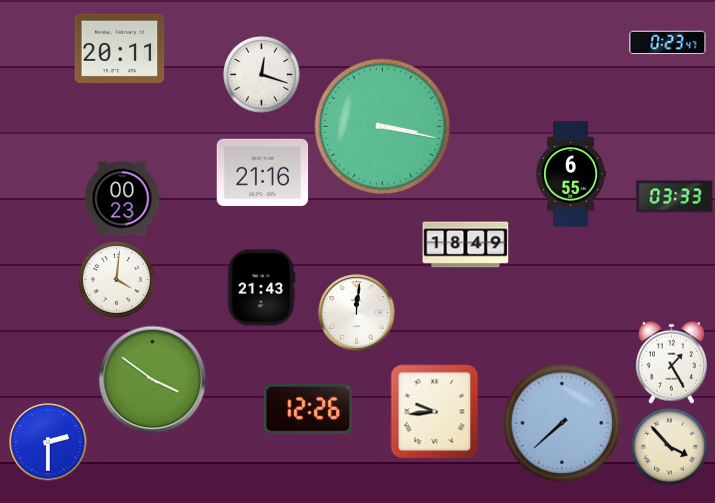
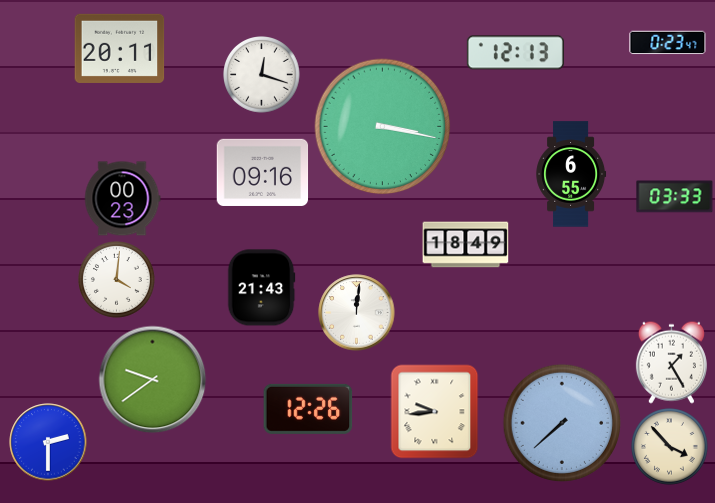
clock at (515, 53): none -> 12:13
clock at (263, 172): 21:16 -> 09:16
clock at (153, 380): 3:51 -> 9:39
